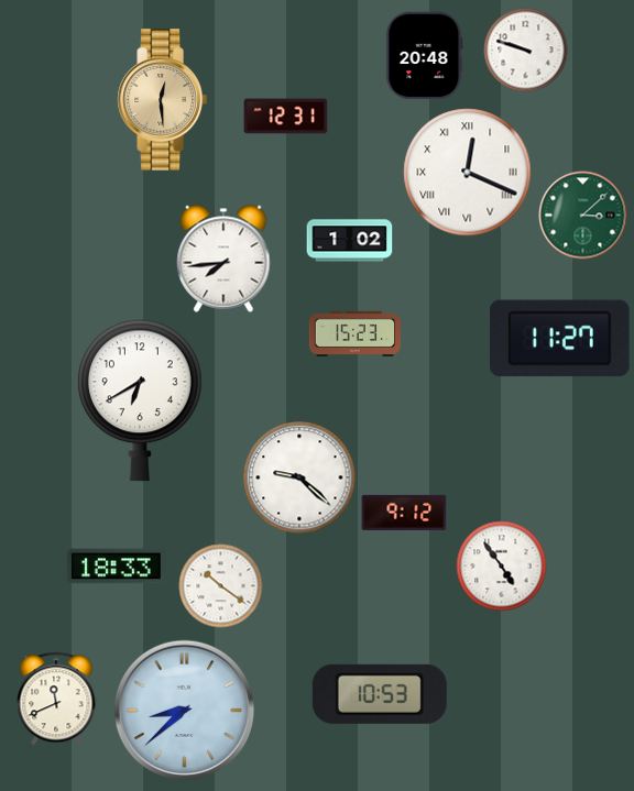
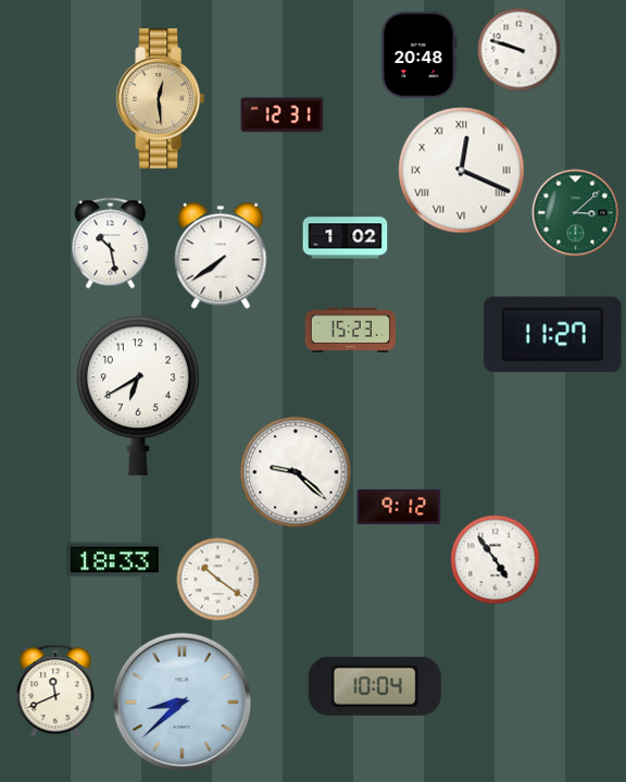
clock at (111, 244): none -> 10:28
clock at (223, 259): 7:44 -> 7:39
clock at (380, 694): 10:53 -> 10:04
